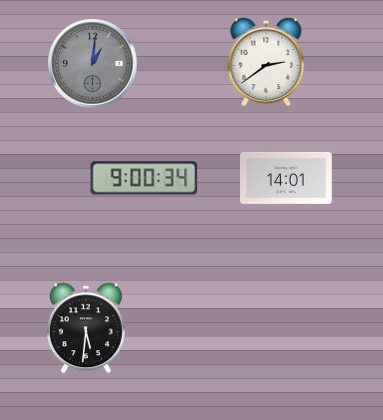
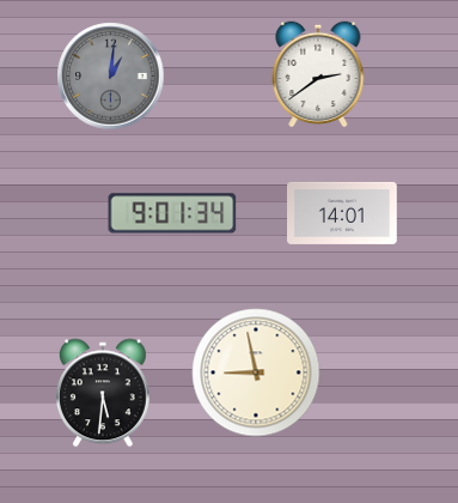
clock at (144, 178): 9:00 -> 9:01
clock at (256, 372): none -> 8:58
